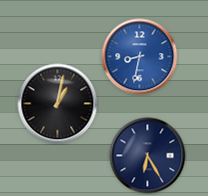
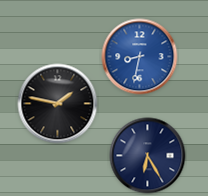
clock at (58, 104): 1:02 -> 1:47
